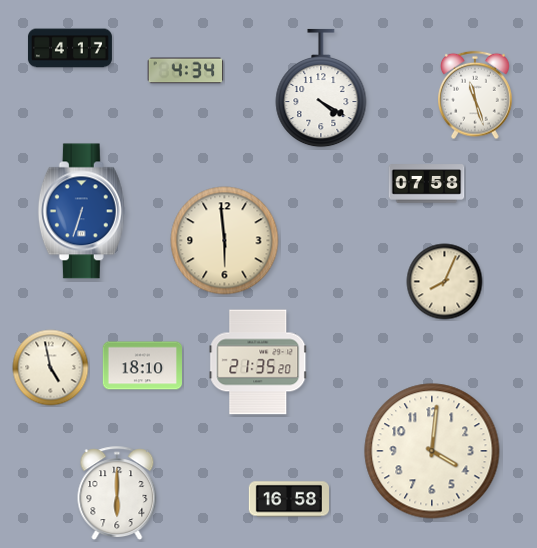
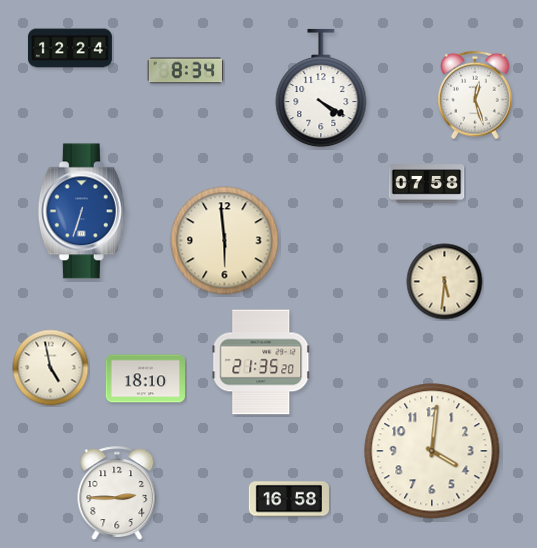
clock at (70, 48): 4:17 -> 12:24
clock at (186, 71): 4:34 -> 8:34
clock at (476, 95): 11:27 -> 12:27
clock at (445, 282): 8:04 -> 5:31
clock at (258, 362) position: (258, 362) -> (261, 362)
clock at (142, 366) position: (142, 366) -> (145, 379)
clock at (117, 493): 6:00 -> 2:45
